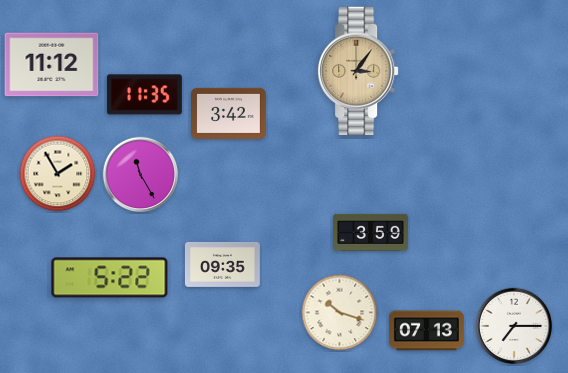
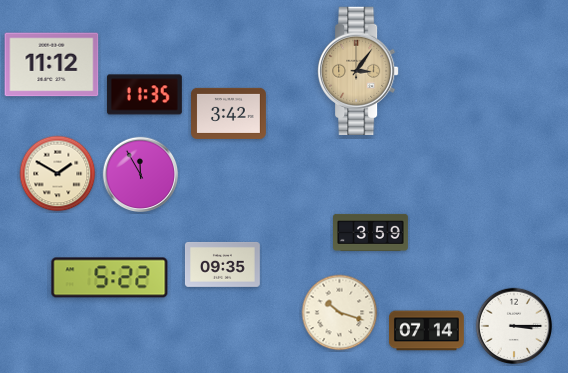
clock at (58, 174): 1:55 -> 1:50
clock at (141, 175): 11:25 -> 11:55
clock at (514, 326): 7:15 -> 3:15
clock at (427, 331): 07:13 -> 07:14
